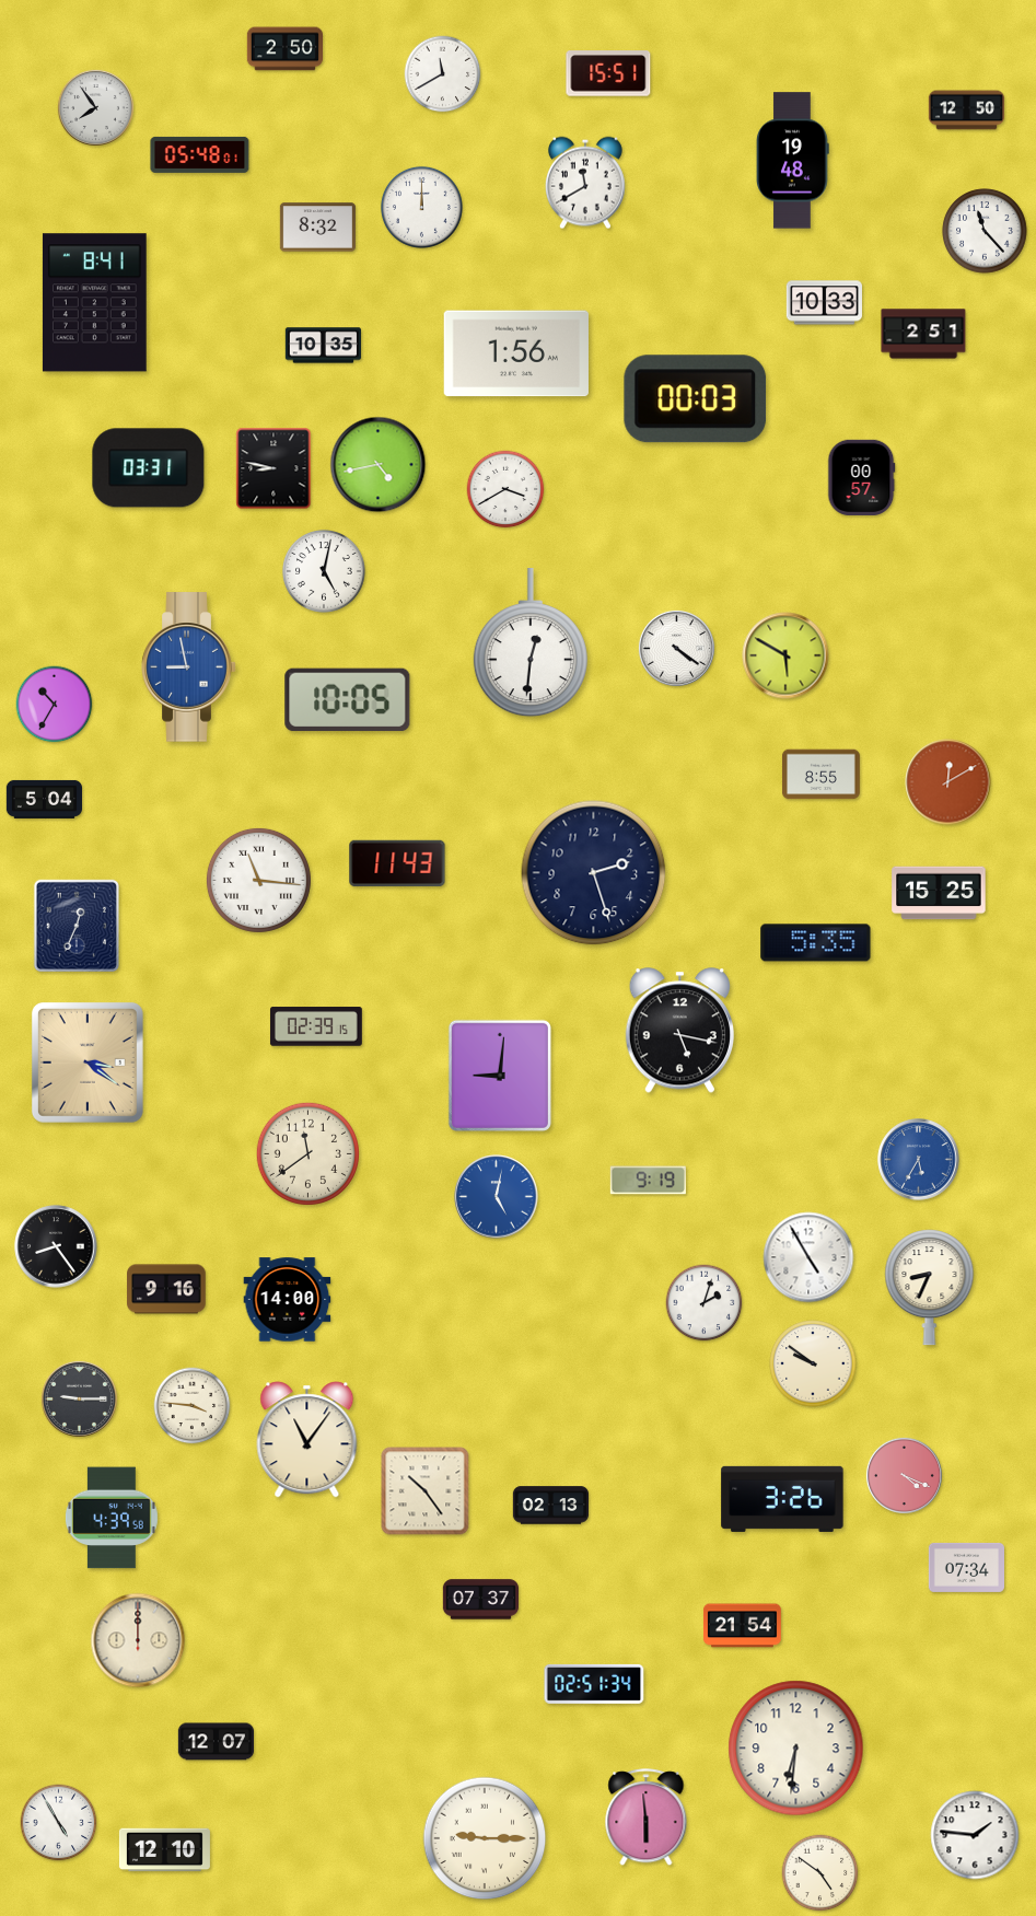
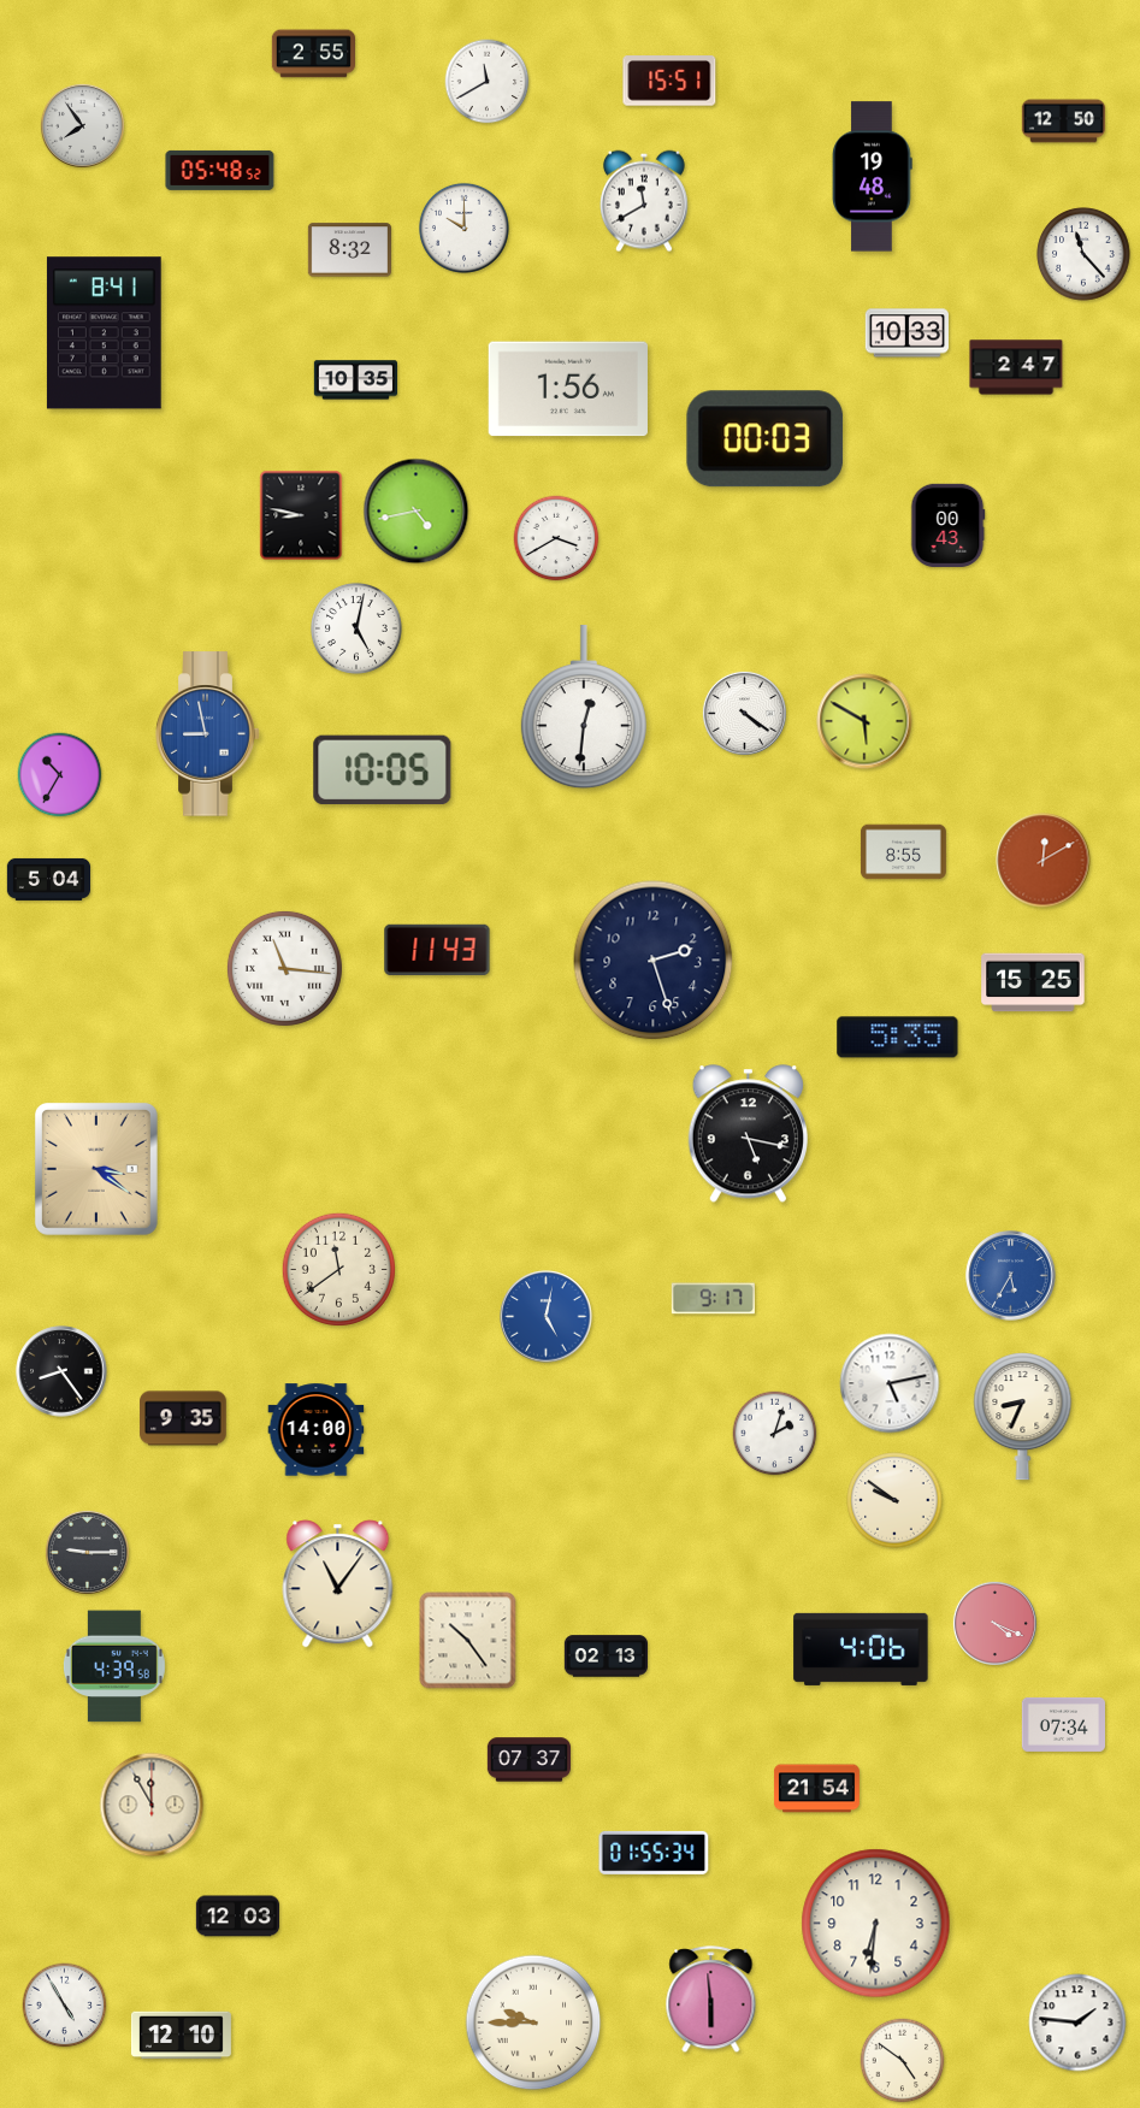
clock at (284, 49): 2:50 -> 2:55
clock at (95, 107) position: (95, 107) -> (82, 125)
clock at (200, 154): 05:48:01 -> 05:48:52
clock at (421, 207): 12:00 -> 10:00
clock at (923, 334): 2:51 -> 2:47
clock at (149, 468): 03:31 -> none
clock at (861, 477): 00:57 -> 00:43
clock at (75, 925): 12:34 -> none
clock at (316, 1026): 02:39 -> none
clock at (500, 1076): 9:01 -> none
clock at (648, 1181): 9:19 -> 9:17
clock at (808, 1257): 4:55 -> 5:13
clock at (166, 1289): 9:16 -> 9:35
clock at (79, 1398) position: (79, 1398) -> (87, 1552)
clock at (193, 1406): 3:46 -> none
clock at (782, 1499): 3:26 -> 4:06
clock at (112, 1518) position: (112, 1518) -> (114, 1666)
clock at (138, 1640): 12:00 -> 11:55
clock at (594, 1684): 02:51 -> 01:55
clock at (216, 1742): 12:07 -> 12:03
clock at (975, 1835) position: (975, 1835) -> (1077, 2023)
clock at (485, 1838): 9:15 -> 9:45
